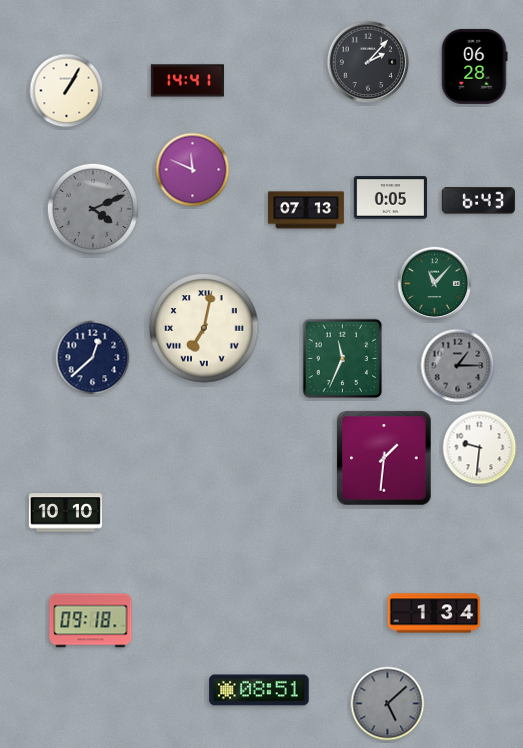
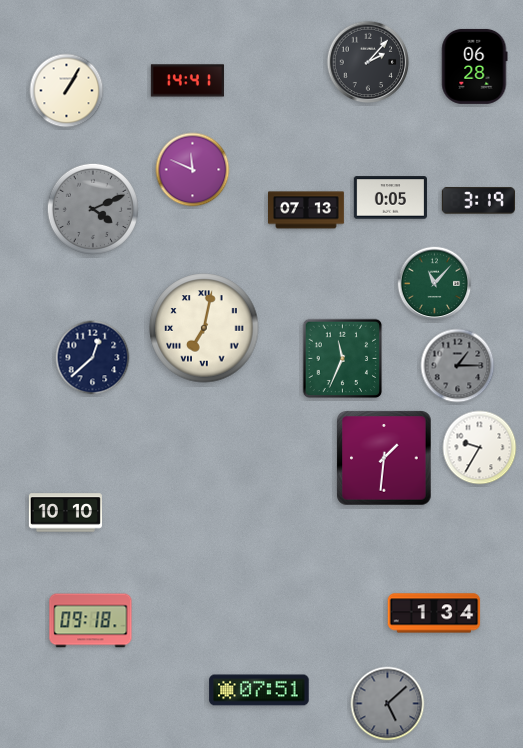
clock at (478, 201): 6:43 -> 3:19
clock at (480, 448): 9:31 -> 9:35
clock at (259, 690): 08:51 -> 07:51
